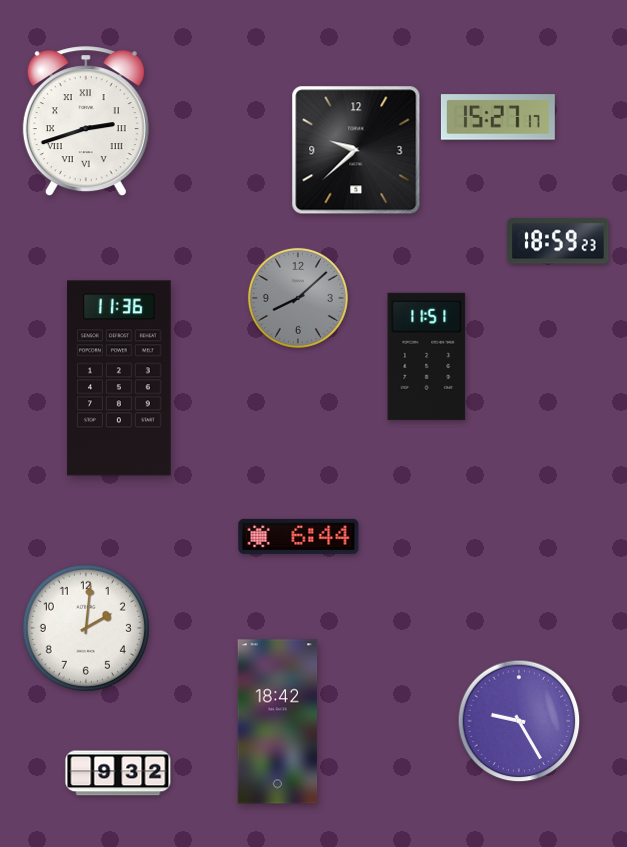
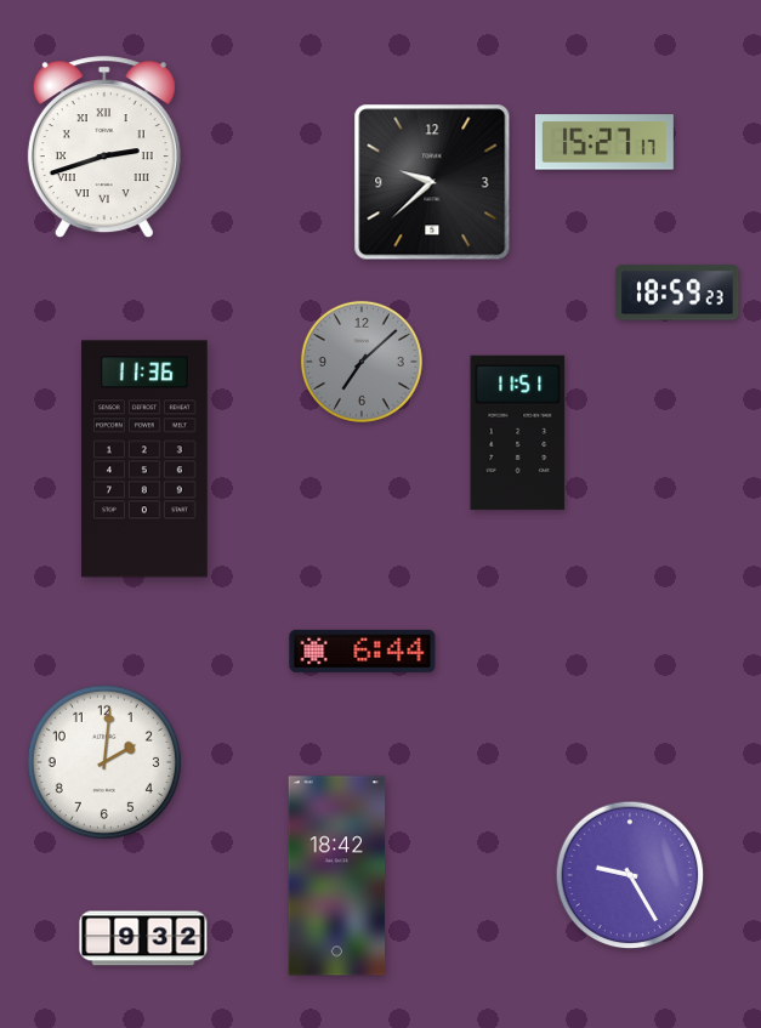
clock at (298, 298): 8:08 -> 7:08
